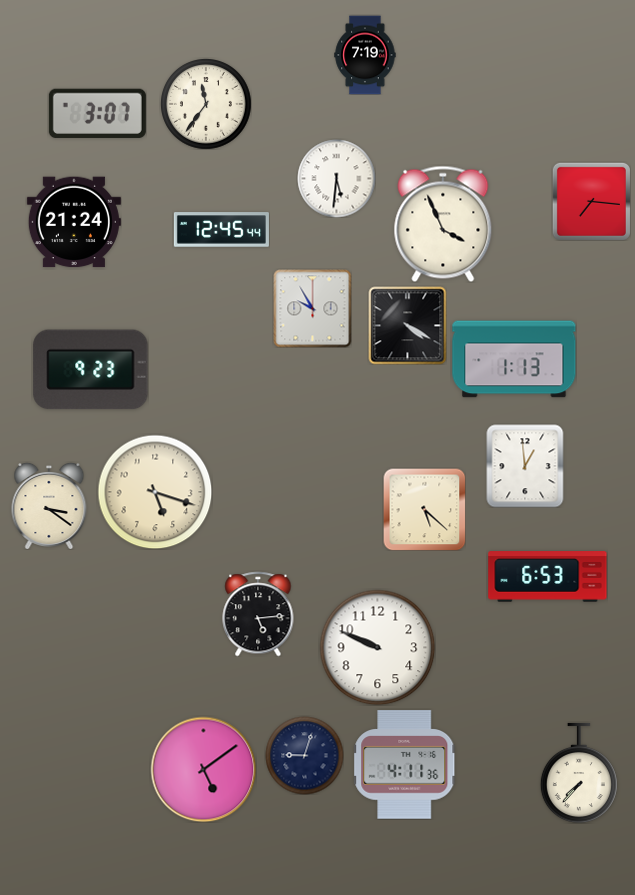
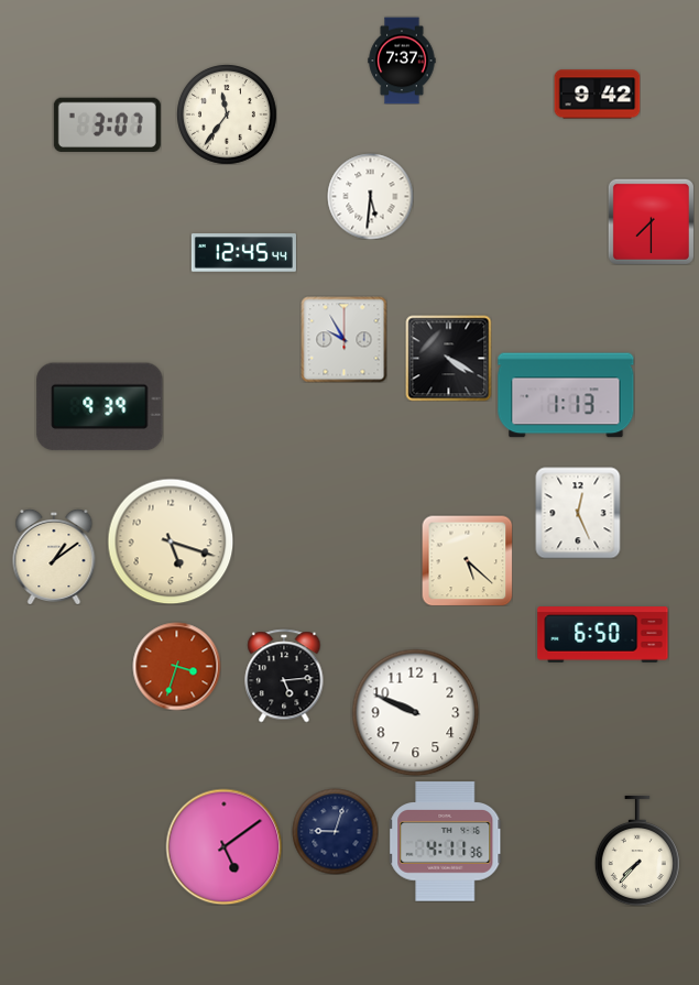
clock at (365, 55): 7:19 -> 7:37
clock at (597, 95): none -> 9:42
clock at (591, 201): 7:16 -> 7:30
clock at (74, 222): 21:24 -> none
clock at (443, 224): 3:56 -> none
clock at (91, 370): 9:23 -> 9:39
clock at (525, 466): 12:59 -> 12:26
clock at (49, 506): 3:21 -> 1:09
clock at (548, 577): 6:53 -> 6:50
clock at (176, 666): none -> 3:33
